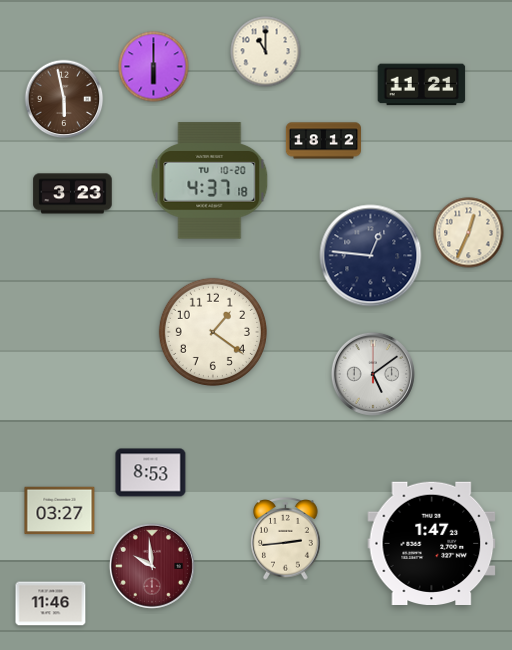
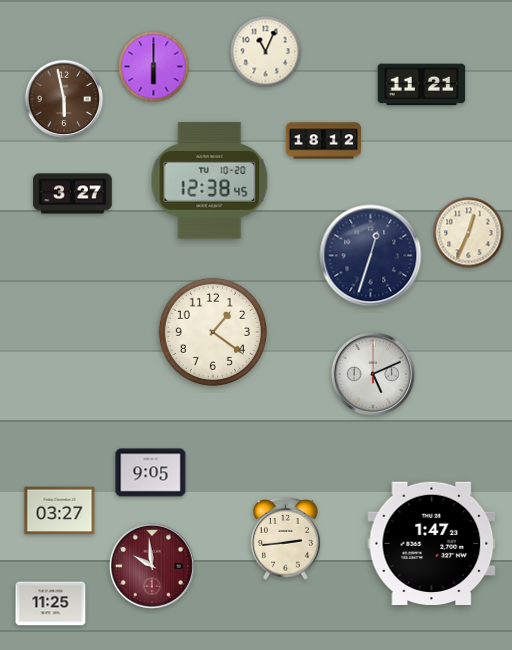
clock at (266, 52): 11:00 -> 11:04
clock at (210, 181): 4:37 -> 12:38
clock at (73, 194): 3:23 -> 3:27
clock at (371, 256): 12:46 -> 12:33
clock at (373, 374): 5:09 -> 5:11
clock at (151, 473): 8:53 -> 9:05
clock at (51, 604): 11:46 -> 11:25
